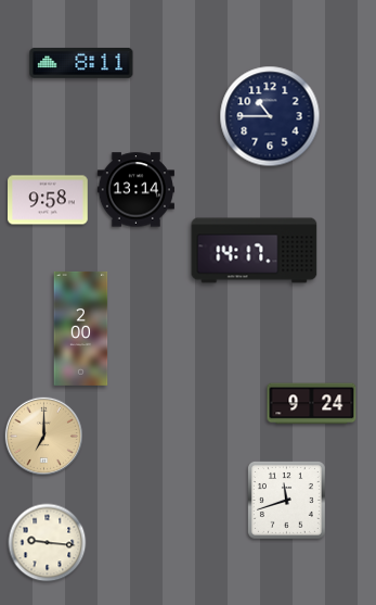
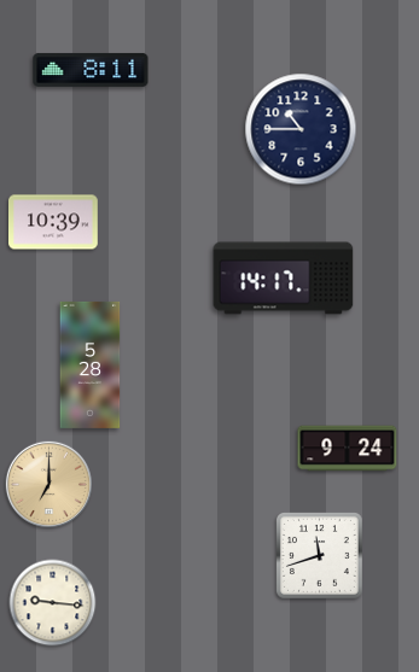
clock at (135, 190): 13:14 -> none
clock at (48, 200): 9:58 -> 10:39
clock at (81, 328): 2:00 -> 5:28
